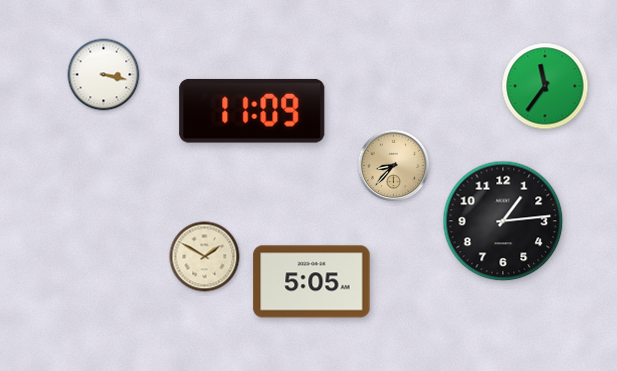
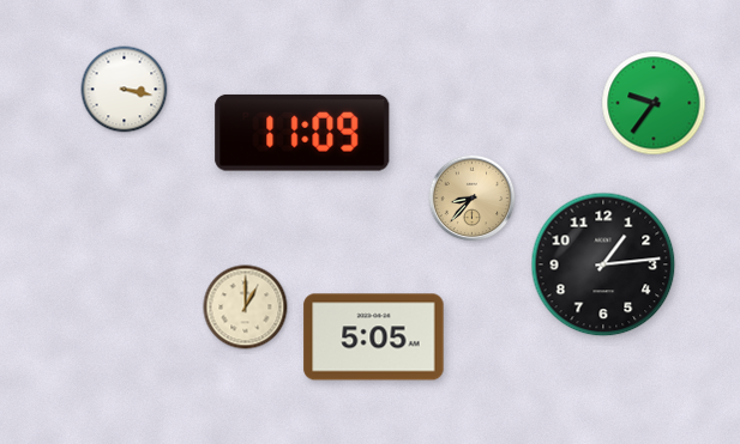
clock at (545, 86): 11:36 -> 9:36
clock at (205, 257): 1:50 -> 1:00
